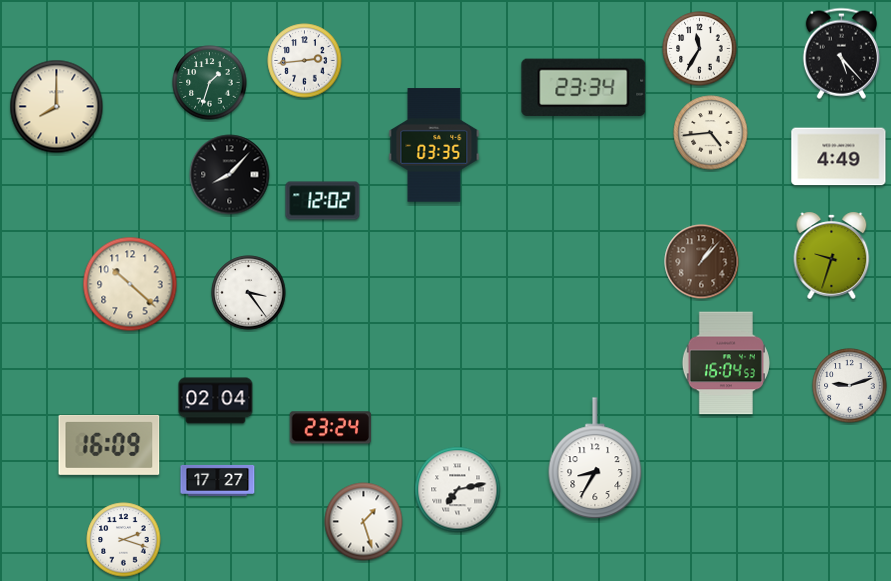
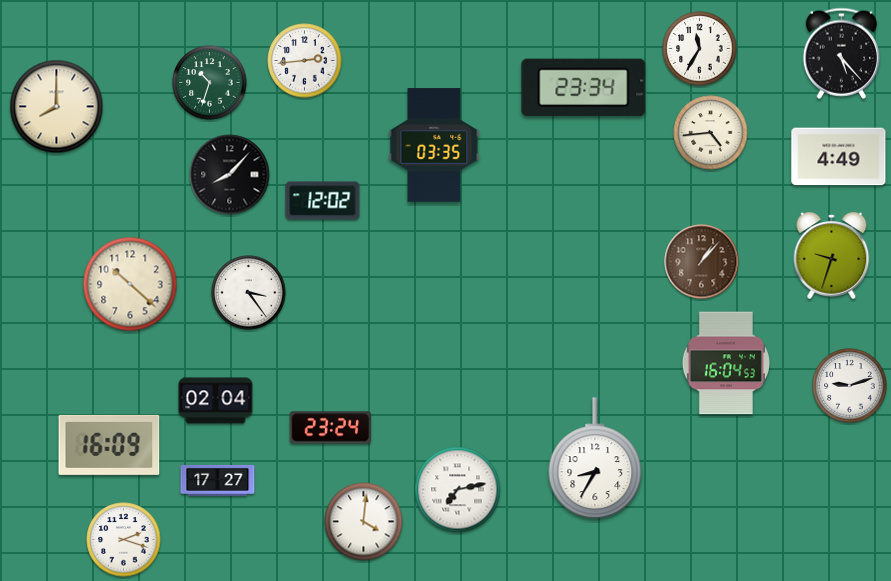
clock at (210, 83): 1:33 -> 10:33
clock at (364, 522): 1:27 -> 4:01
